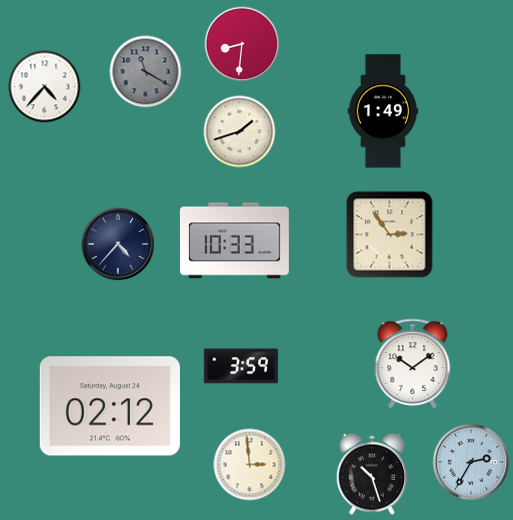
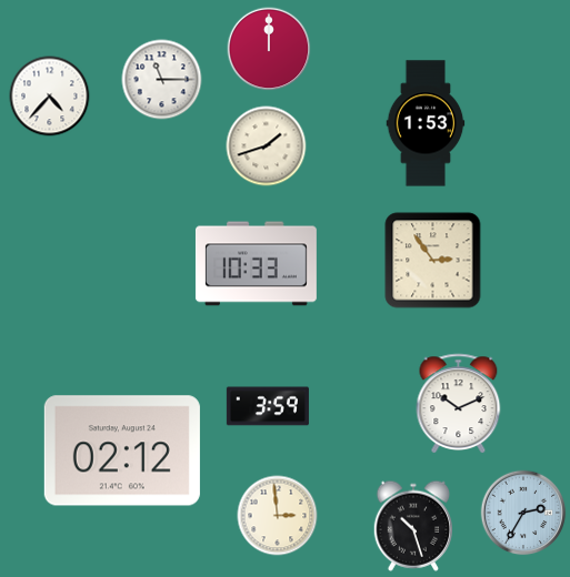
clock at (242, 44): 8:31 -> 12:00
clock at (146, 72): 11:20 -> 11:15
clock at (146, 72) dial: grey -> white
clock at (383, 111): 1:49 -> 1:53
clock at (234, 241) position: (234, 241) -> (256, 264)
clock at (118, 244): 4:37 -> none
clock at (413, 364): 10:09 -> 10:11
